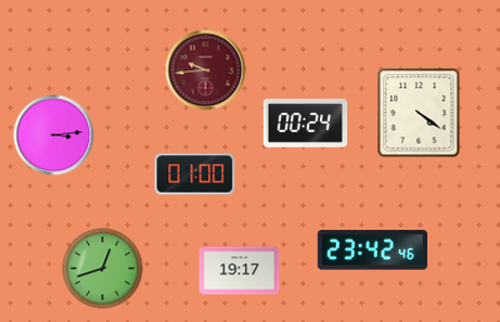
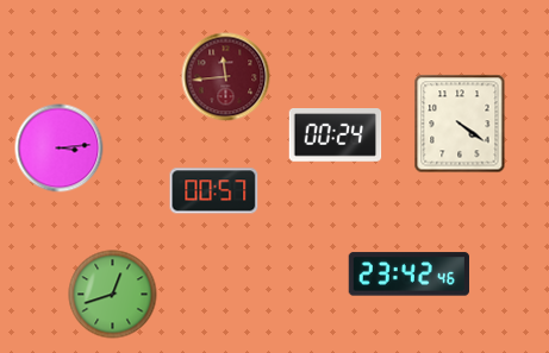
clock at (206, 70): 9:44 -> 11:44
clock at (195, 175): 01:00 -> 00:57
clock at (240, 271): 19:17 -> none
